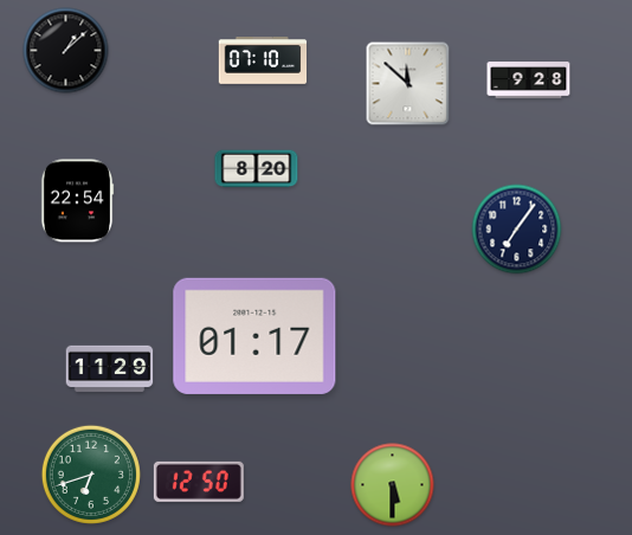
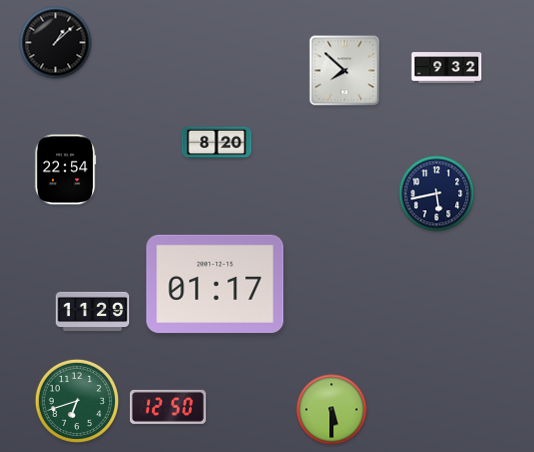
clock at (263, 62): 07:10 -> none
clock at (529, 80): 9:28 -> 9:32
clock at (408, 84): 11:52 -> 7:52
clock at (517, 230): 7:06 -> 5:43
